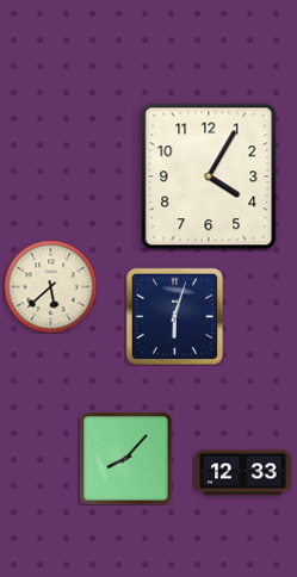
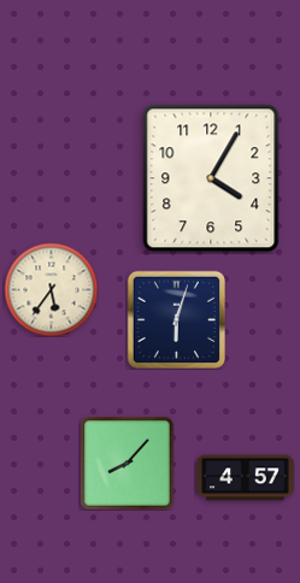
clock at (50, 286): 5:38 -> 5:36
clock at (243, 473): 12:33 -> 4:57
